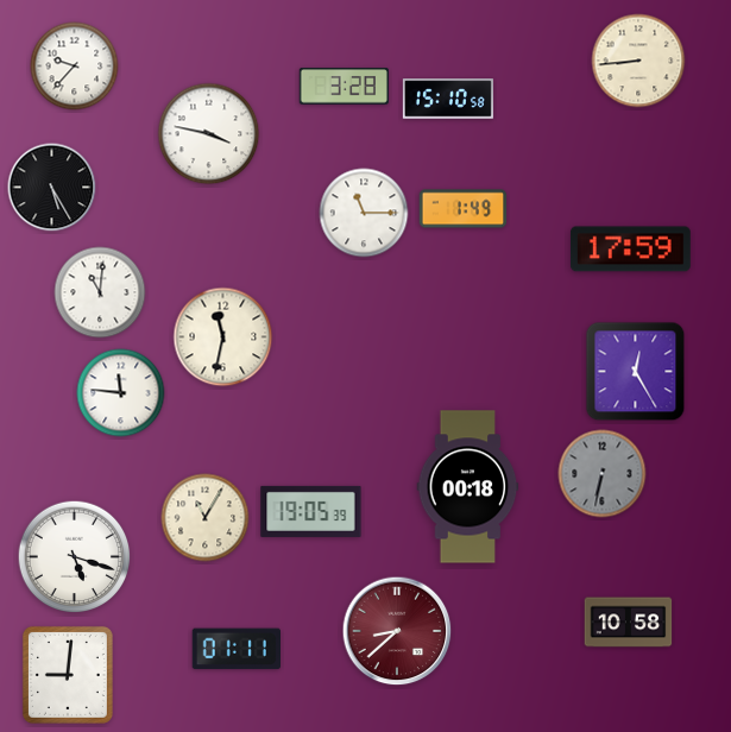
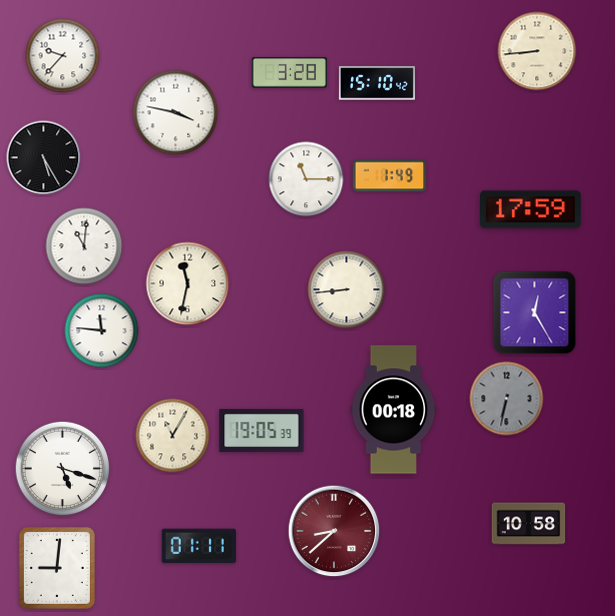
clock at (448, 99): 15:10:58 -> 15:10:42
clock at (347, 290): none -> 8:44
